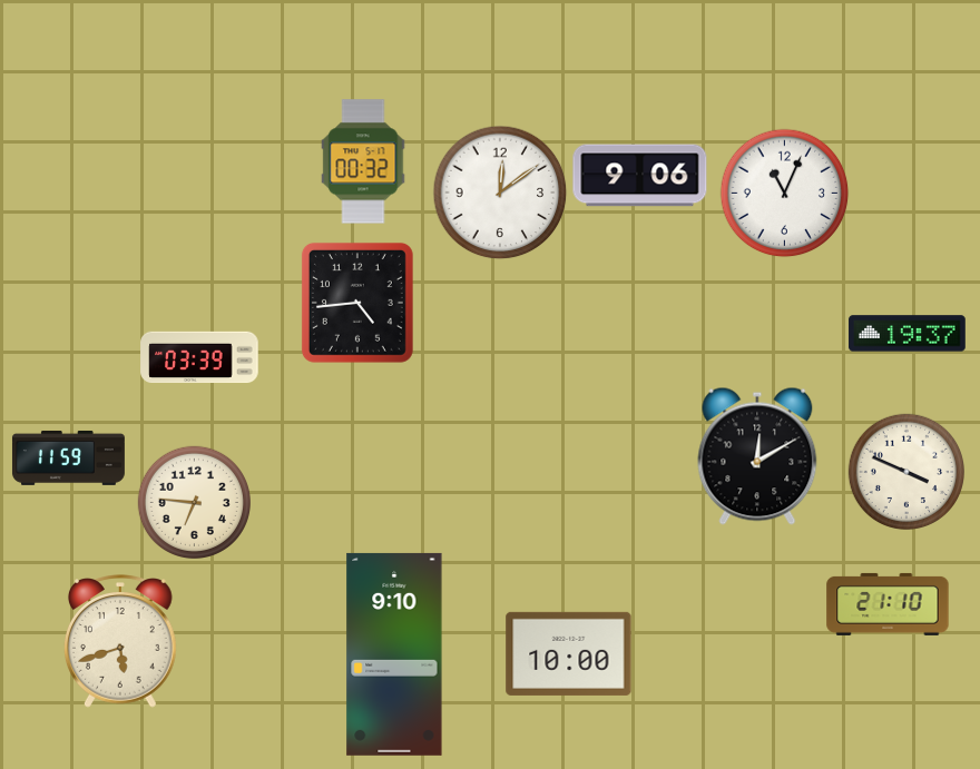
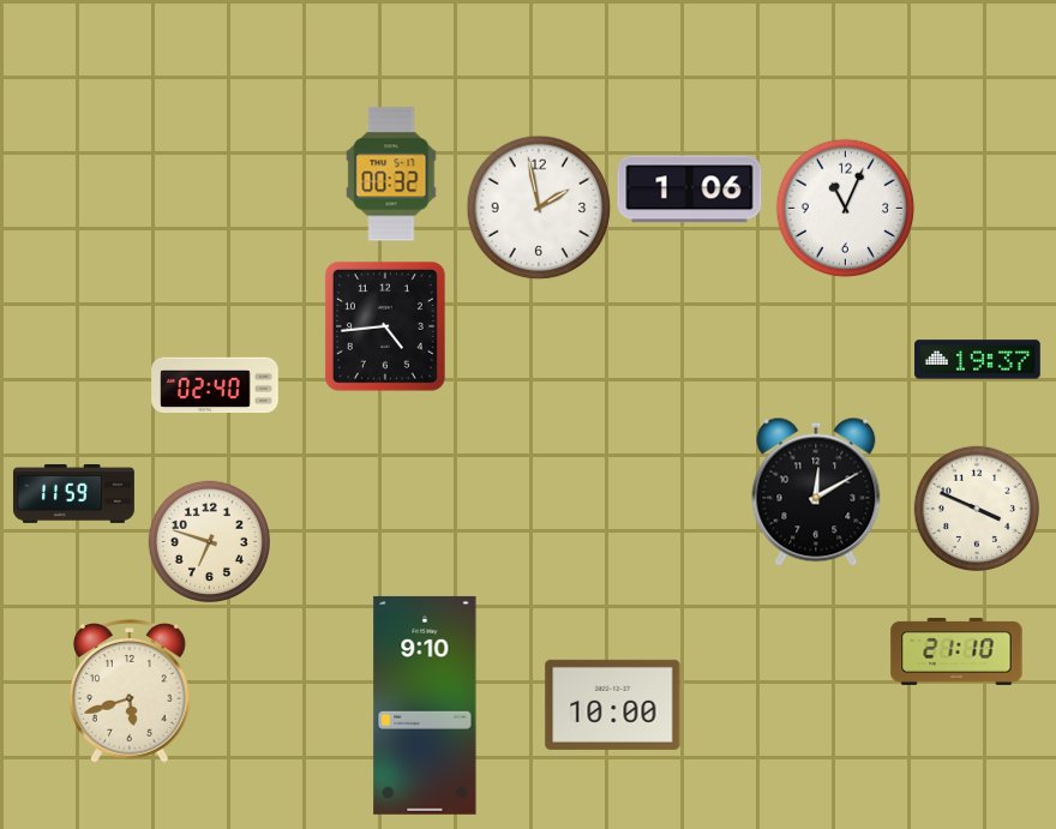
clock at (640, 176): 9:06 -> 1:06
clock at (500, 193): 12:09 -> 1:58
clock at (199, 357): 03:39 -> 02:40
clock at (194, 502): 6:46 -> 6:48
